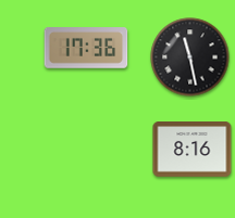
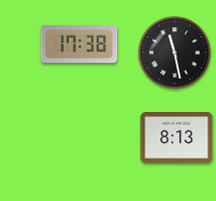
clock at (86, 49): 17:36 -> 17:38
clock at (193, 150): 8:16 -> 8:13
